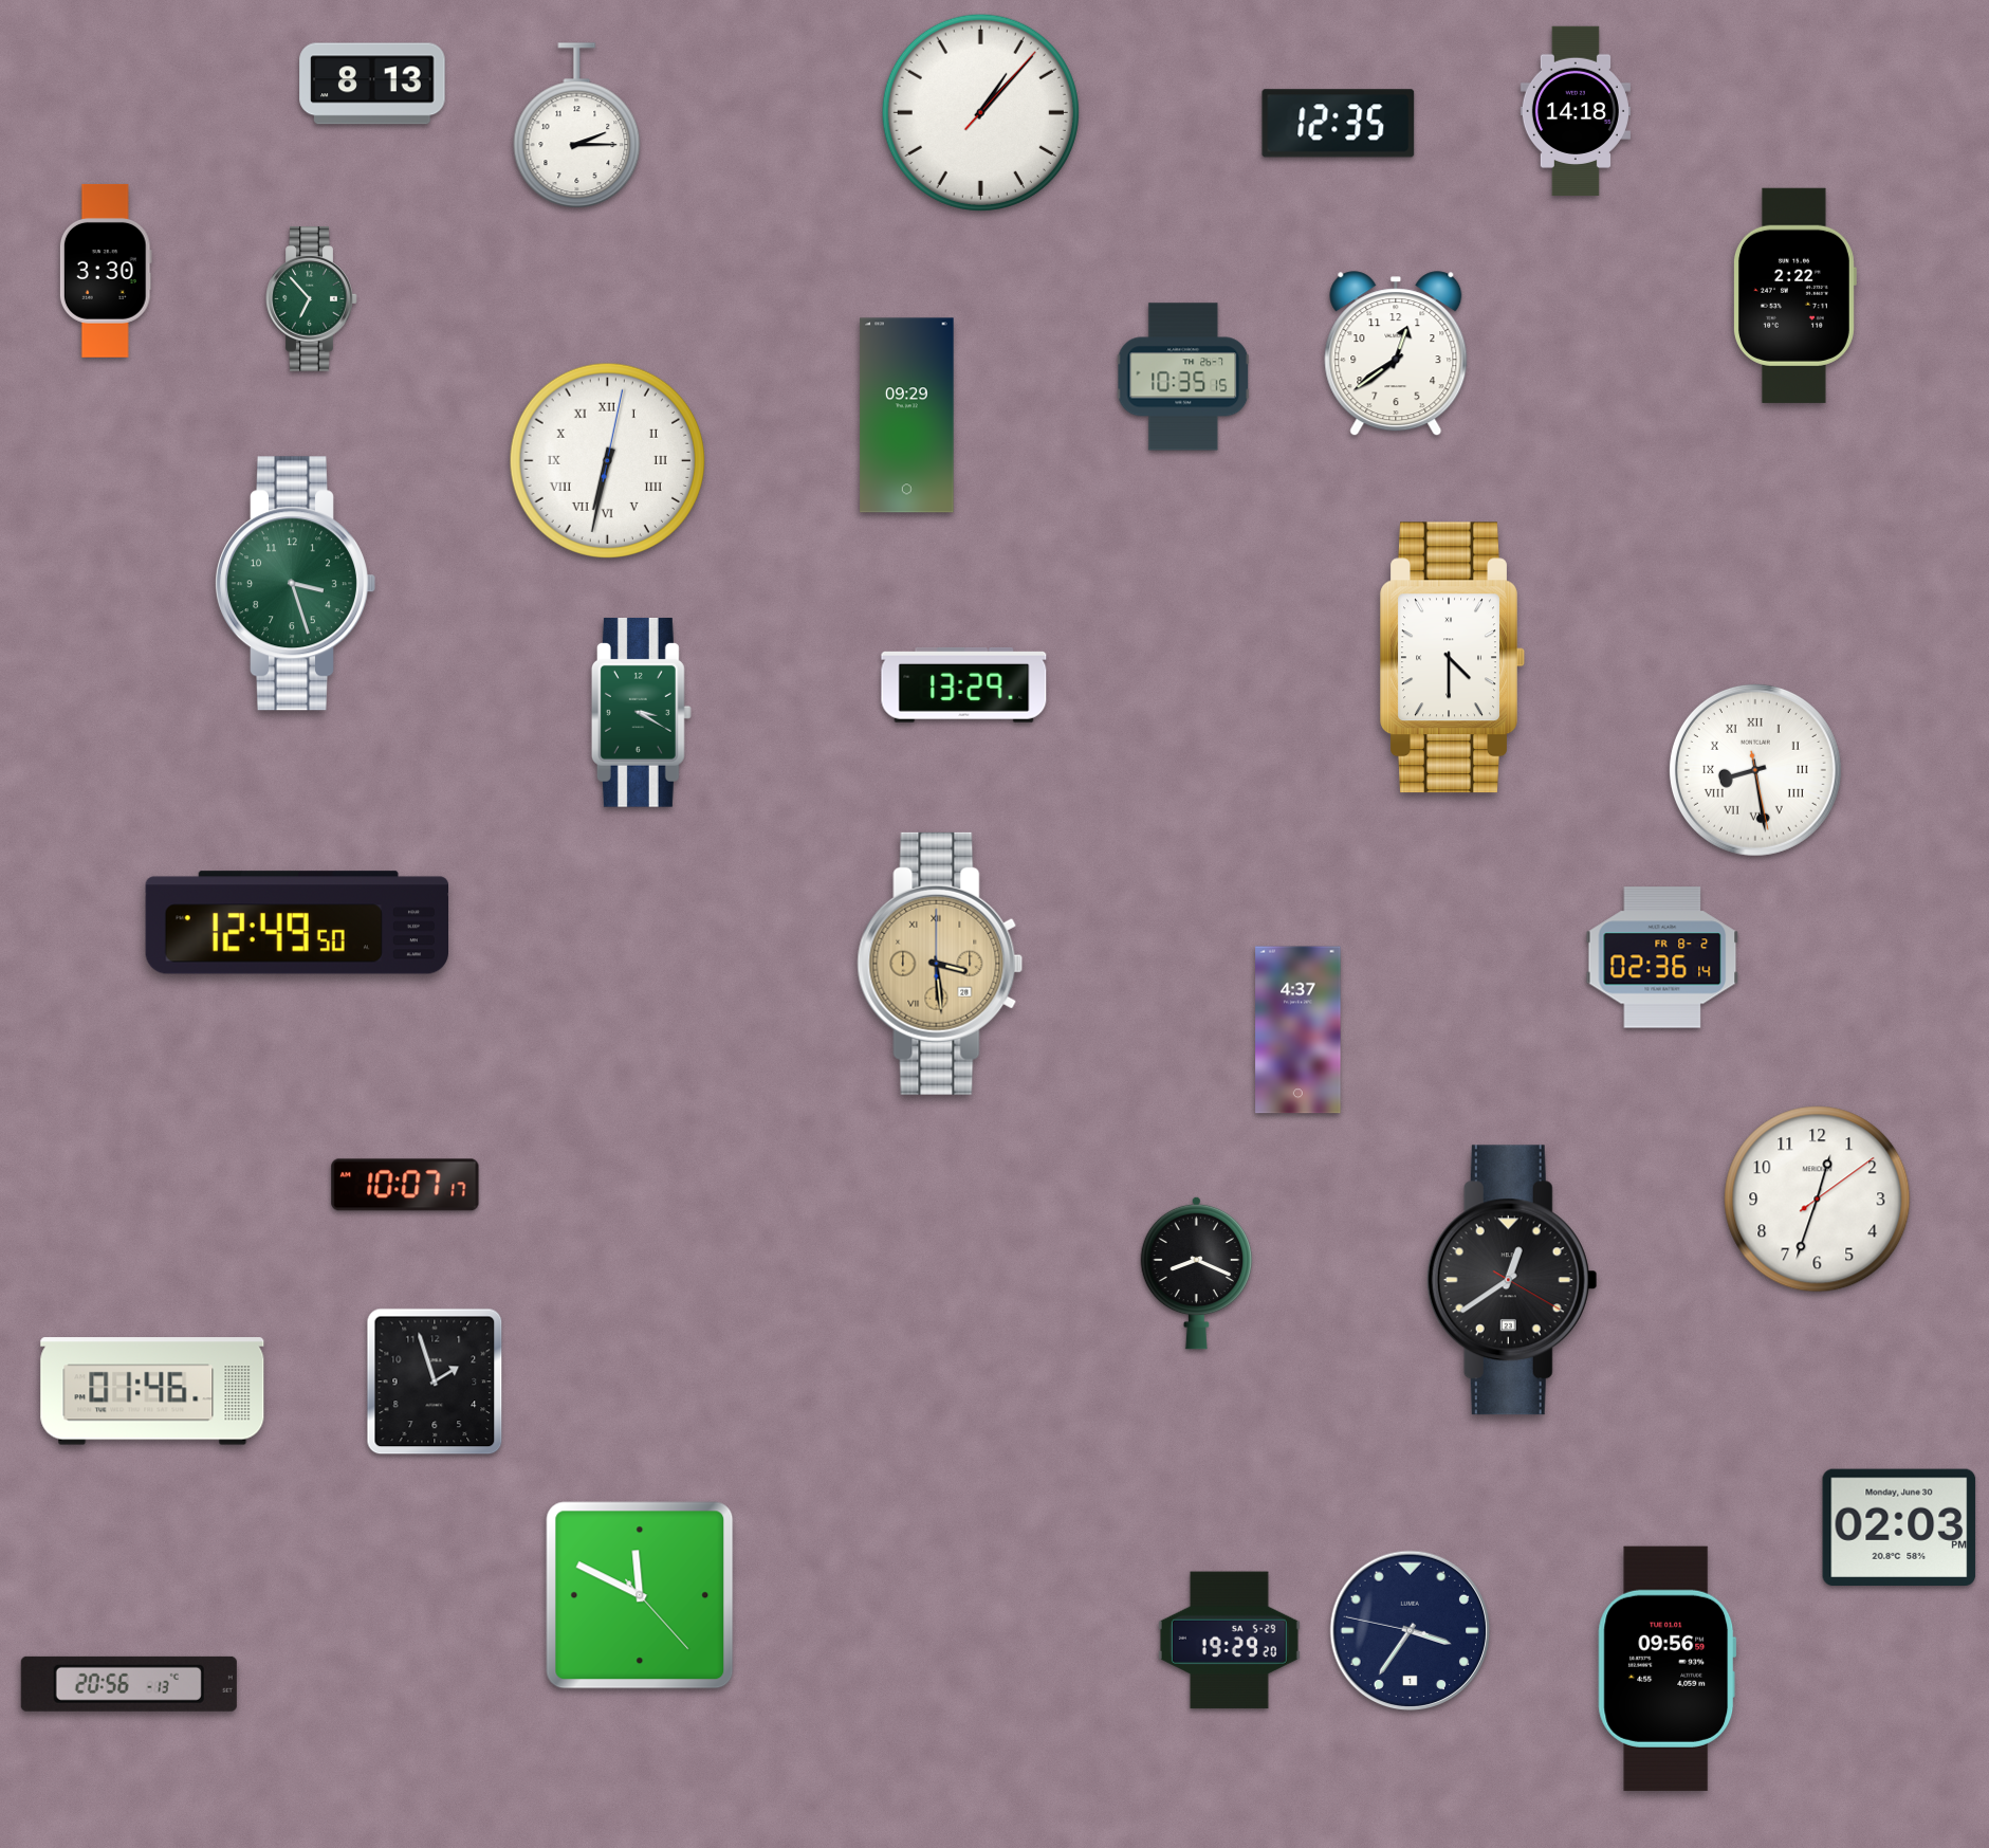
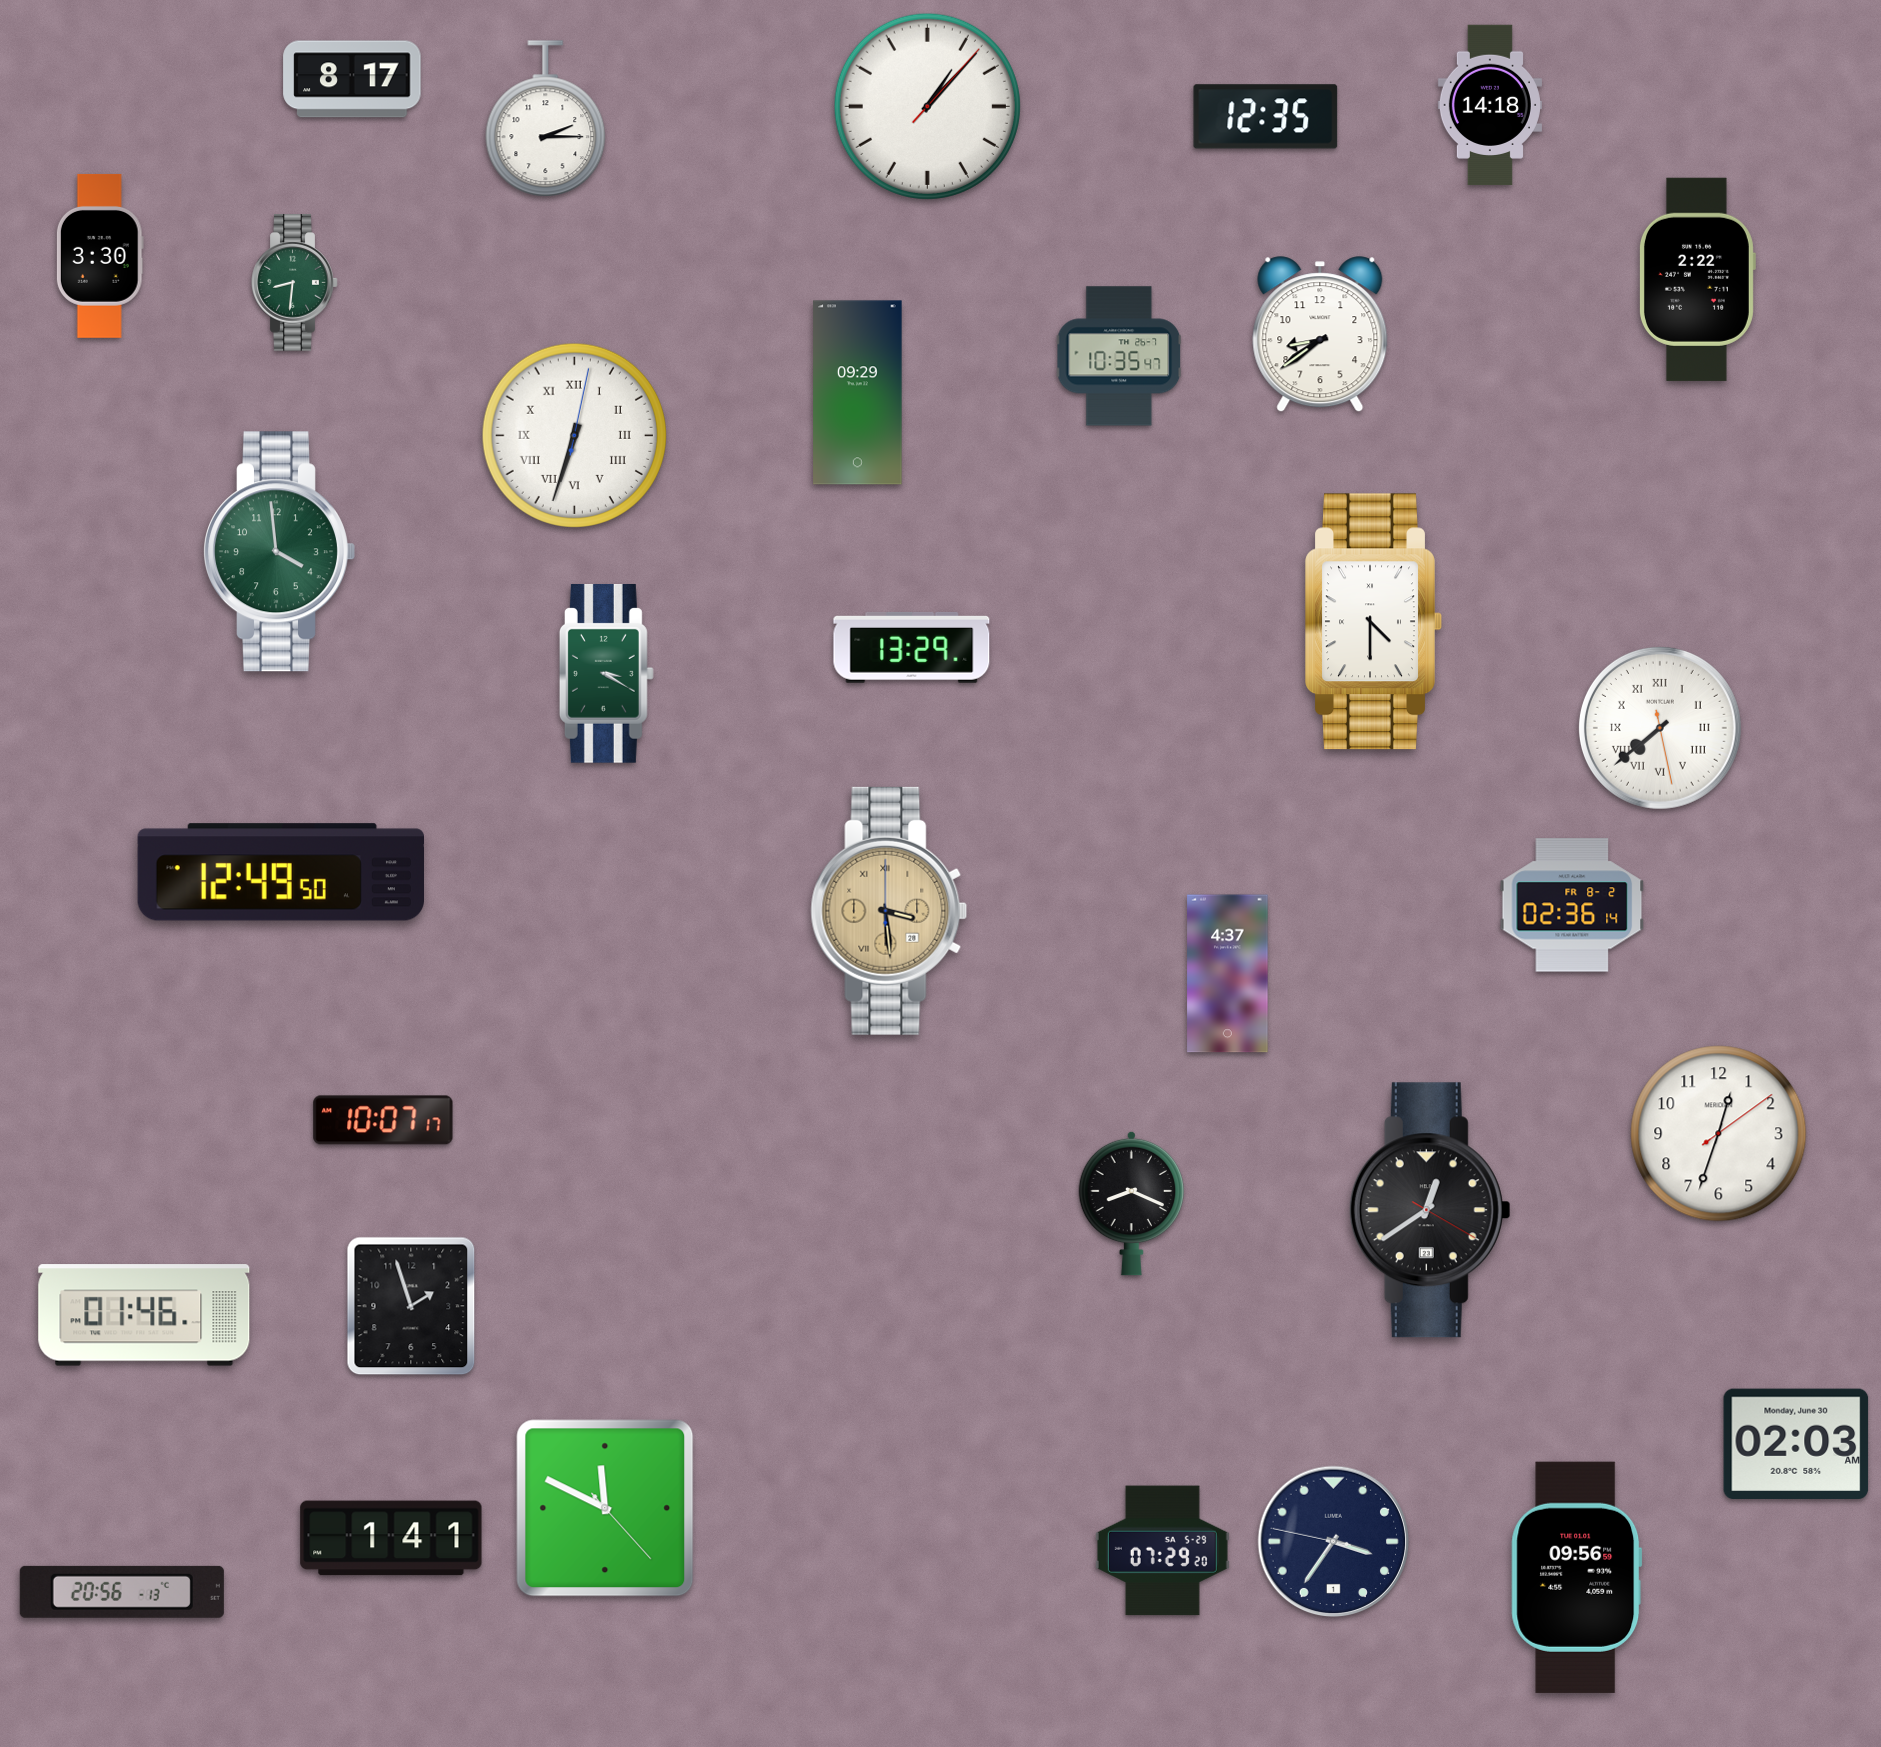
clock at (372, 84): 8:13 -> 8:17
clock at (312, 299): 6:53 -> 8:31
clock at (1396, 354): 12:39 -> 8:39
clock at (1183, 377): 10:35:15 -> 10:35:47
clock at (607, 460): 6:32 -> 6:33
clock at (296, 584): 3:27 -> 3:59
clock at (1755, 770): 8:28 -> 7:38
clock at (1899, 1526): 02:03 PM -> 02:03 AM
clock at (391, 1538): none -> 1:41
clock at (1229, 1641): 19:29 -> 07:29
